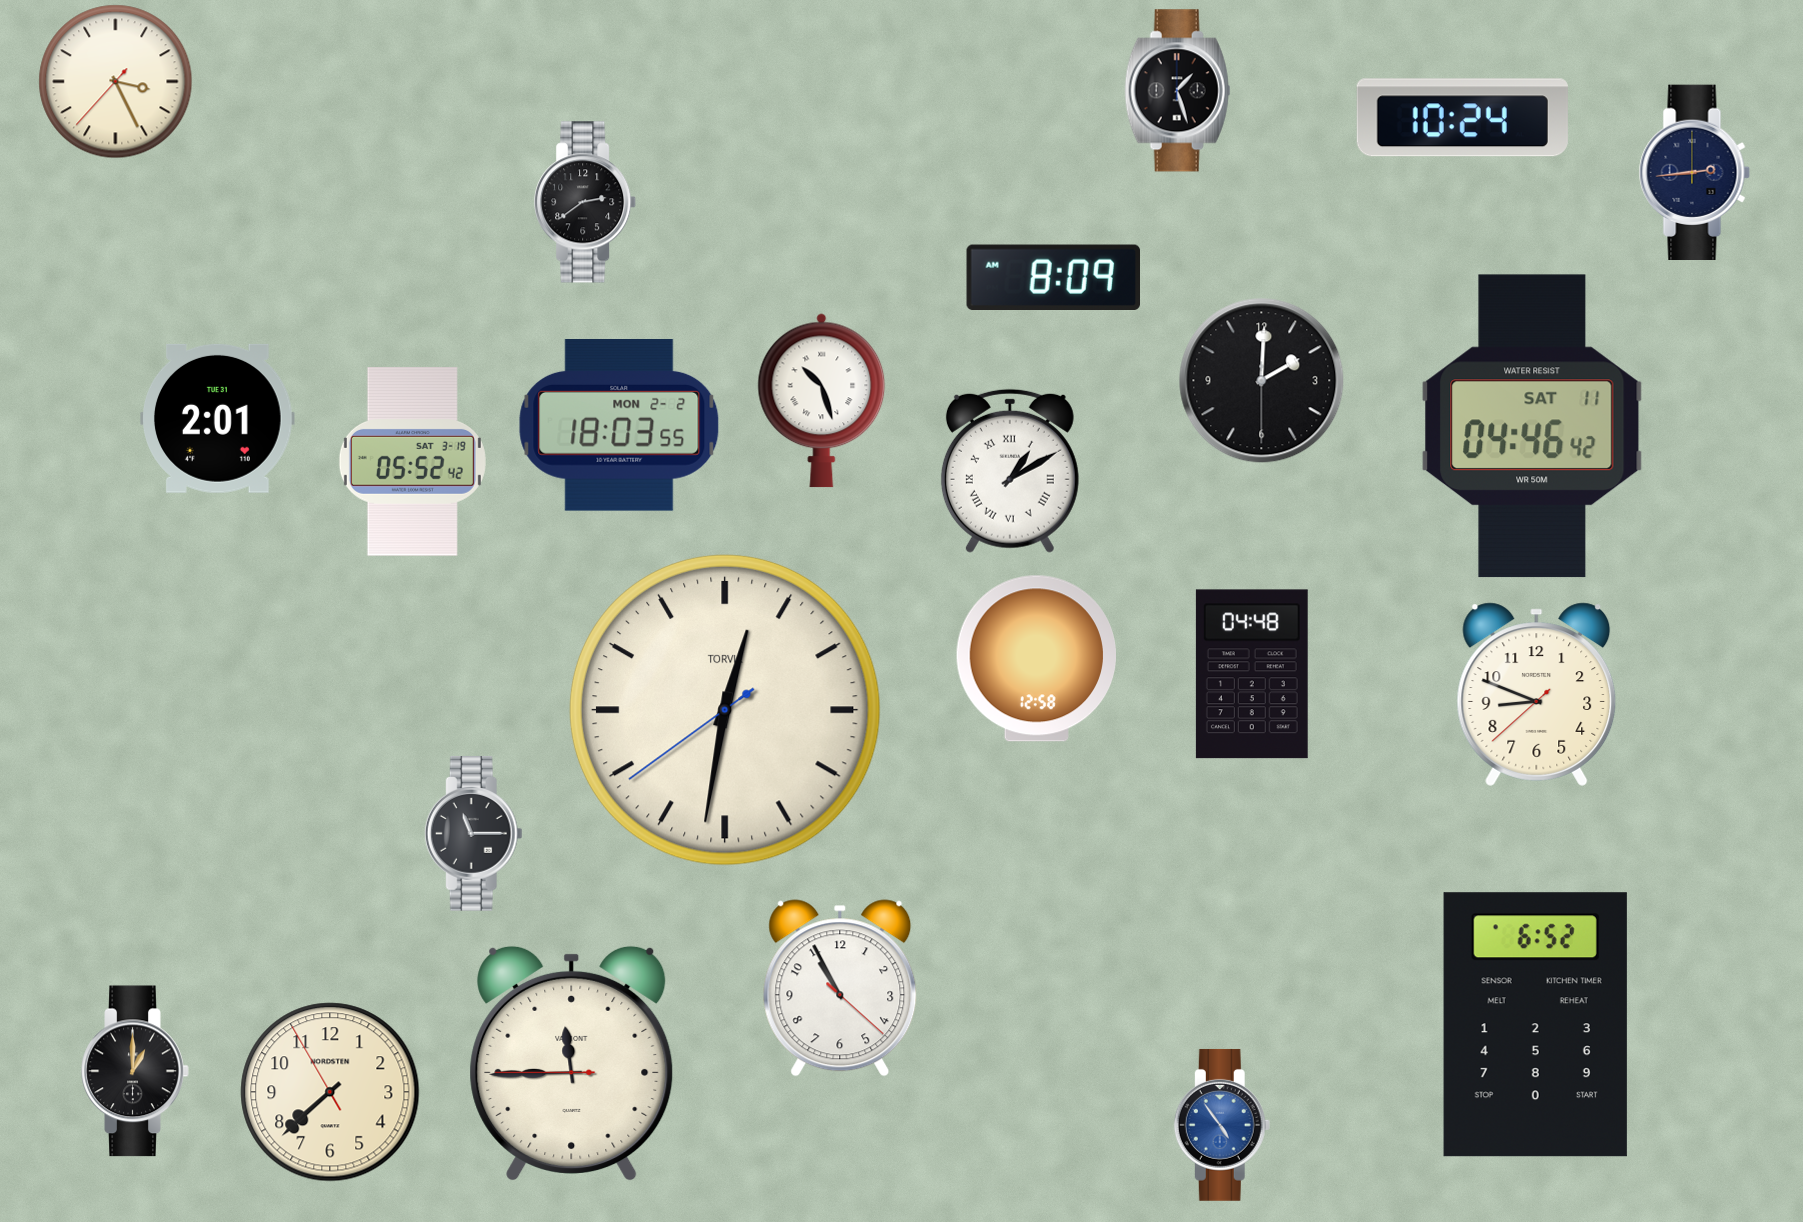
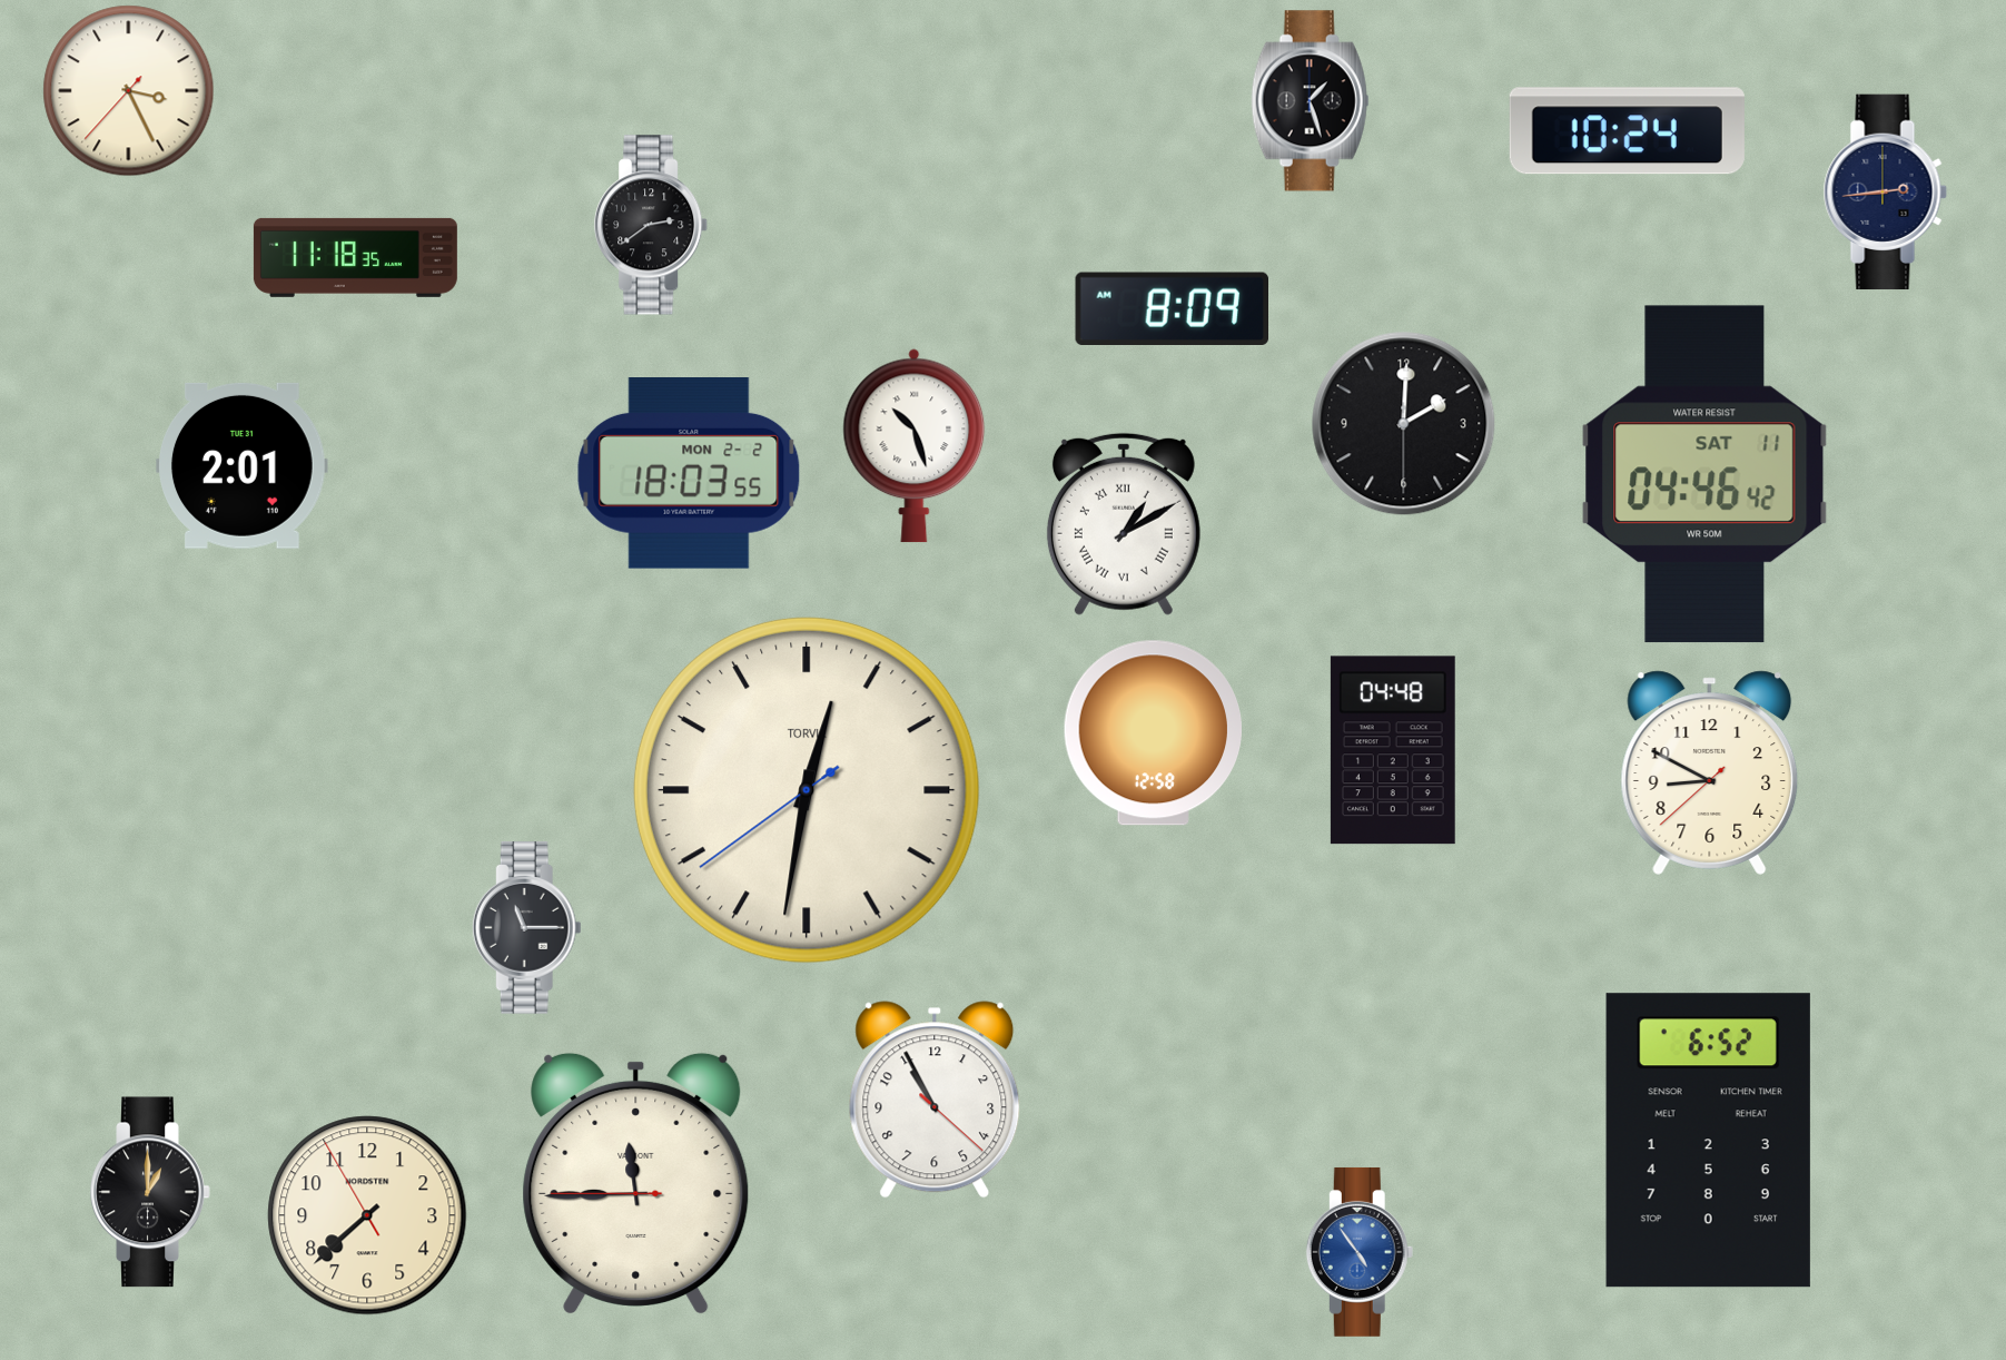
clock at (355, 257): none -> 11:18
clock at (412, 462): 05:52 -> none
clock at (1537, 694): 8:48 -> 8:49
